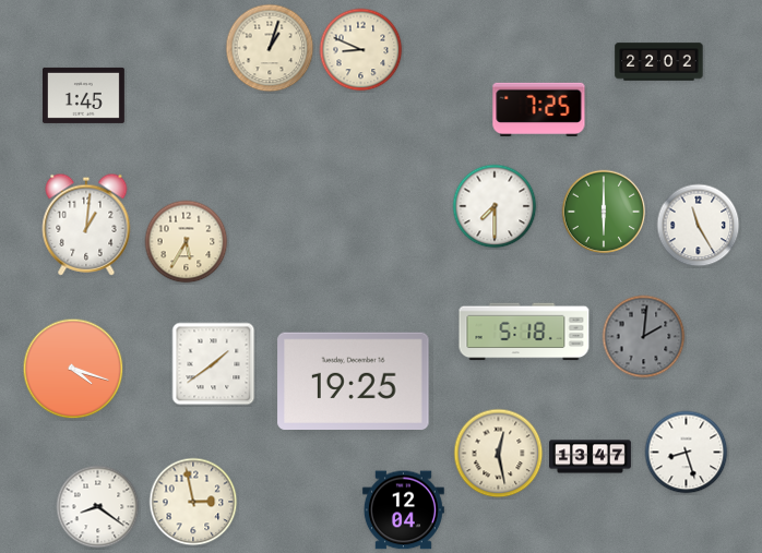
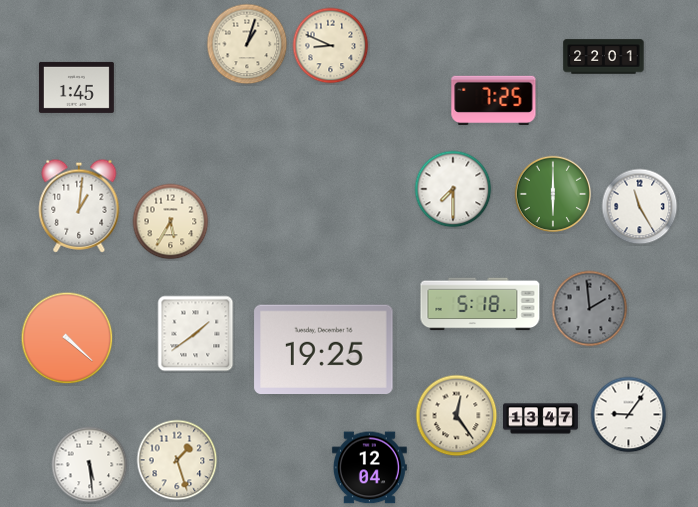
clock at (659, 62): 22:02 -> 22:01
clock at (644, 337): 2:01 -> 1:59
clock at (73, 369): 4:18 -> 4:22
clock at (687, 453): 8:27 -> 9:06
clock at (499, 454): 12:28 -> 12:24
clock at (193, 502): 2:58 -> 1:27
clock at (98, 507): 8:21 -> 5:29
